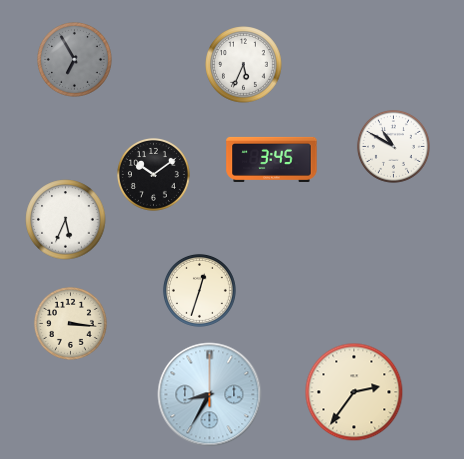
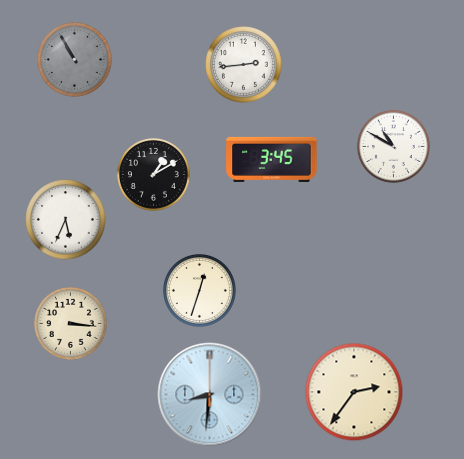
clock at (75, 60): 6:55 -> 10:55
clock at (244, 65): 5:34 -> 2:44
clock at (153, 174): 10:09 -> 1:10
clock at (210, 395): 8:35 -> 8:31
